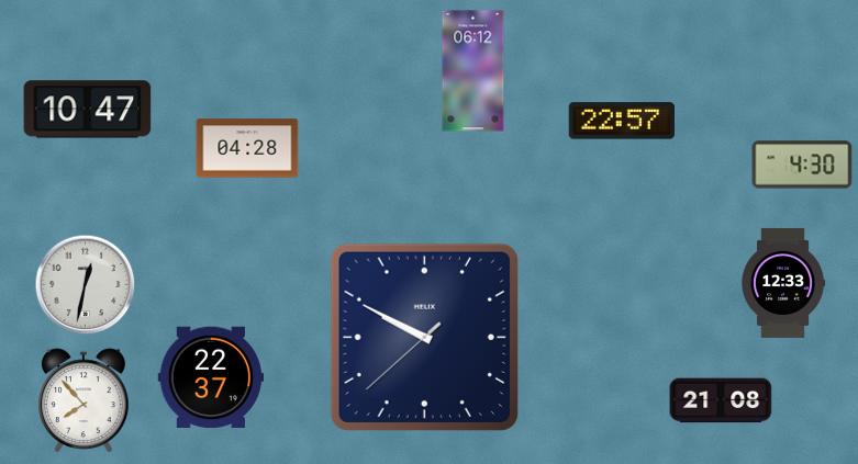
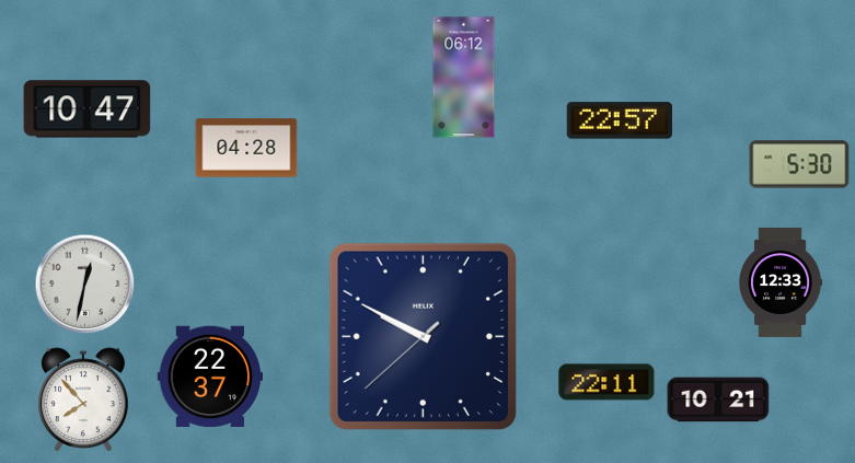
clock at (473, 71) position: (473, 71) -> (464, 78)
clock at (802, 165): 4:30 -> 5:30
clock at (606, 382): none -> 22:11
clock at (721, 400): 21:08 -> 10:21
